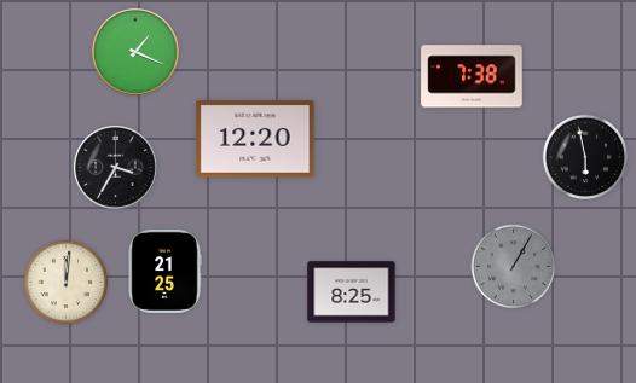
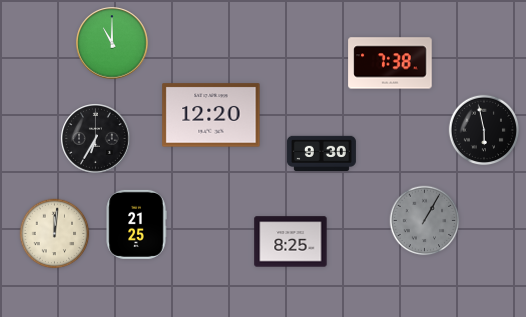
clock at (135, 52): 1:19 -> 11:00
clock at (116, 168): 3:35 -> 6:35
clock at (321, 153): none -> 9:30
